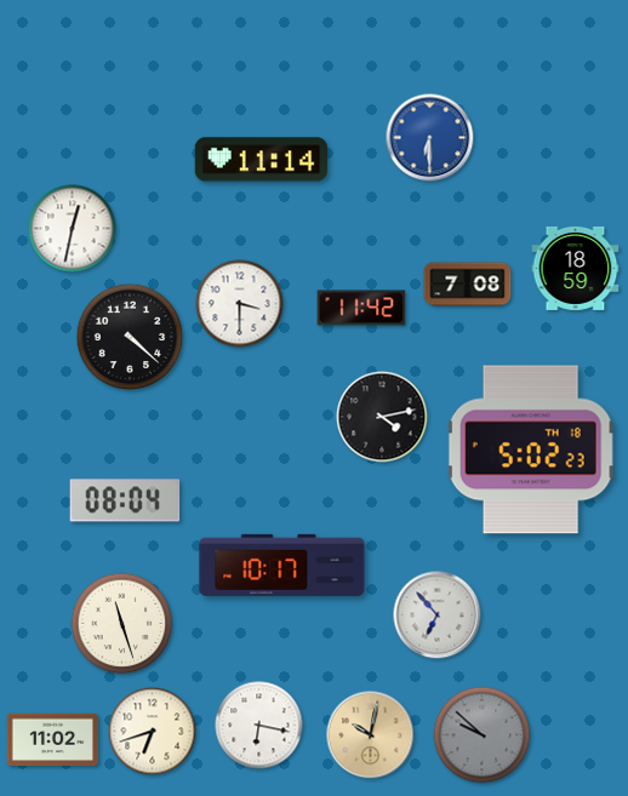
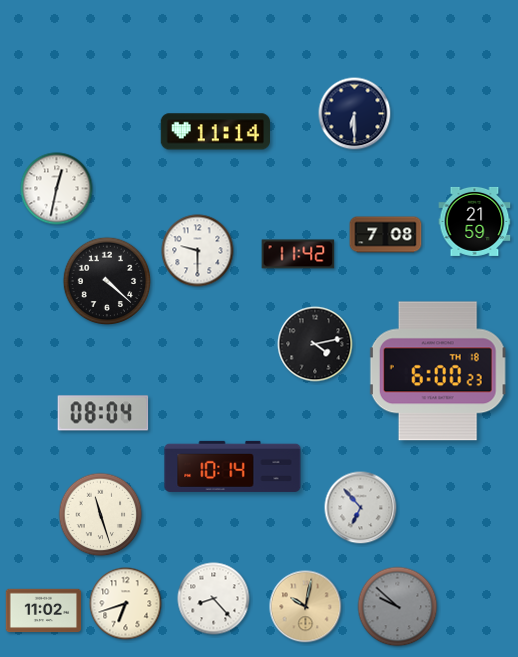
clock at (430, 138) dial: blue -> navy
clock at (73, 229) position: (73, 229) -> (57, 189)
clock at (576, 268): 18:59 -> 21:59
clock at (240, 304): 3:30 -> 9:30
clock at (130, 337) position: (130, 337) -> (107, 281)
clock at (531, 449): 5:02 -> 6:00
clock at (282, 565): 10:17 -> 10:14
clock at (259, 726): 6:17 -> 8:23
